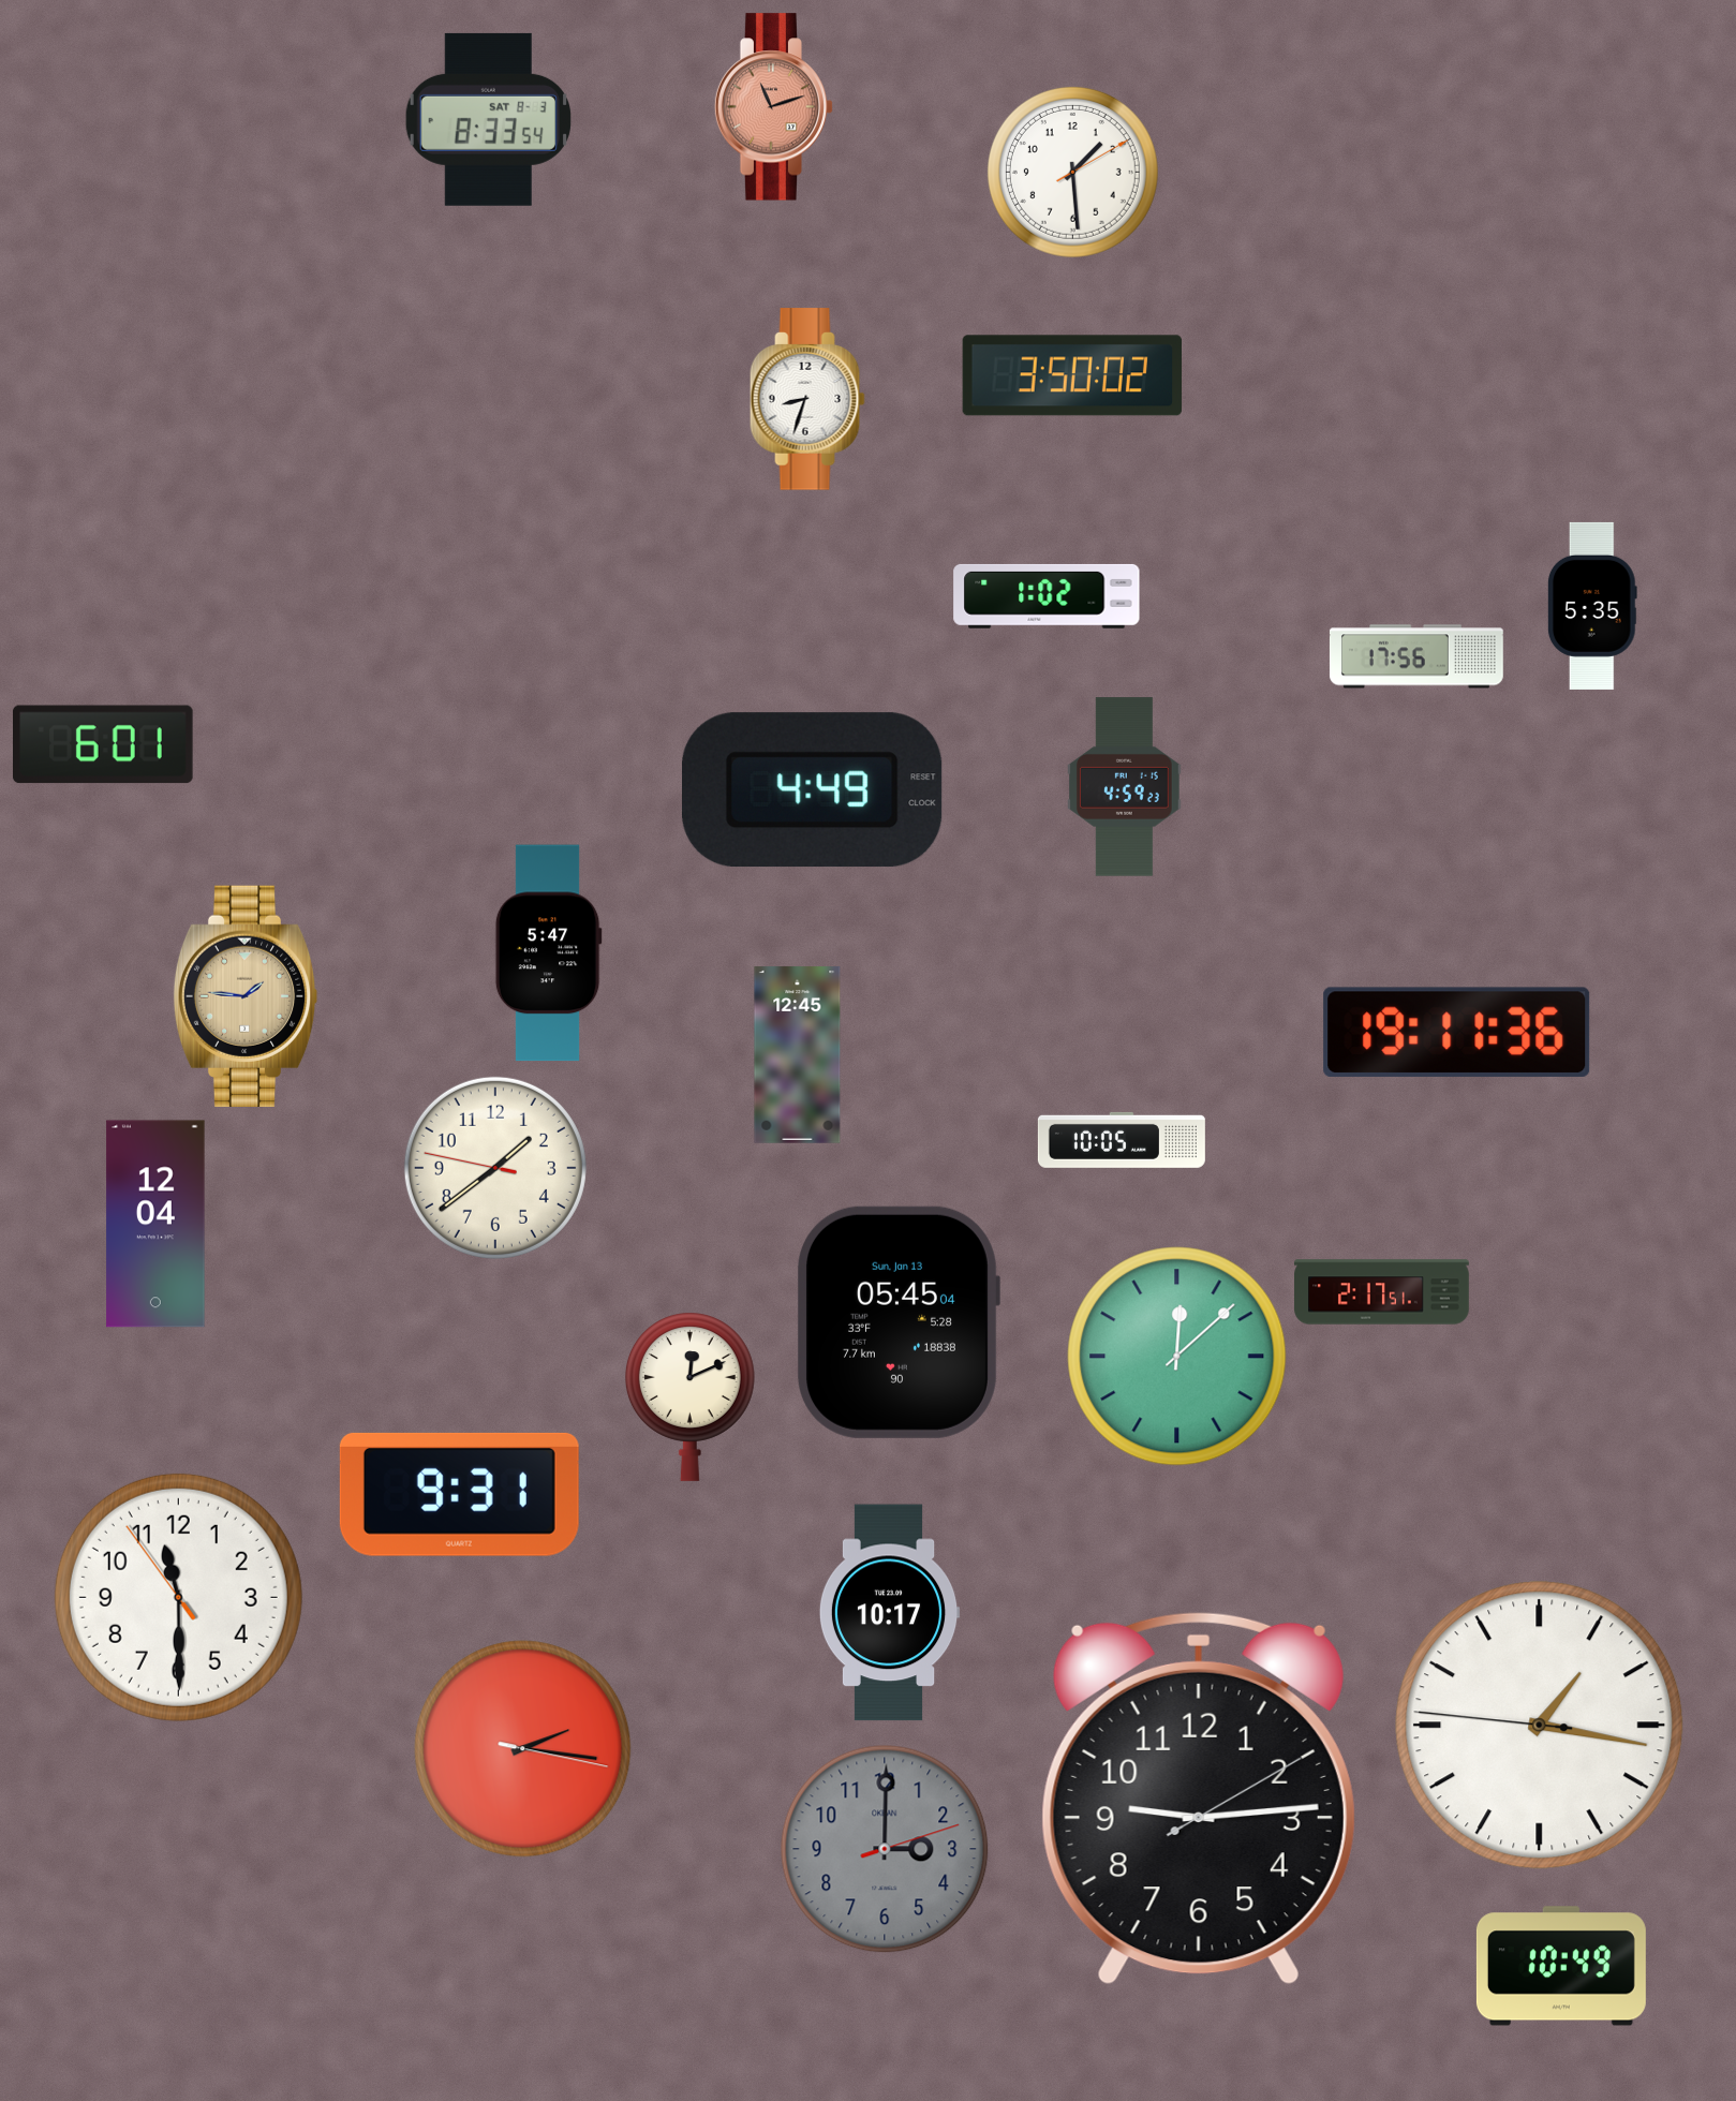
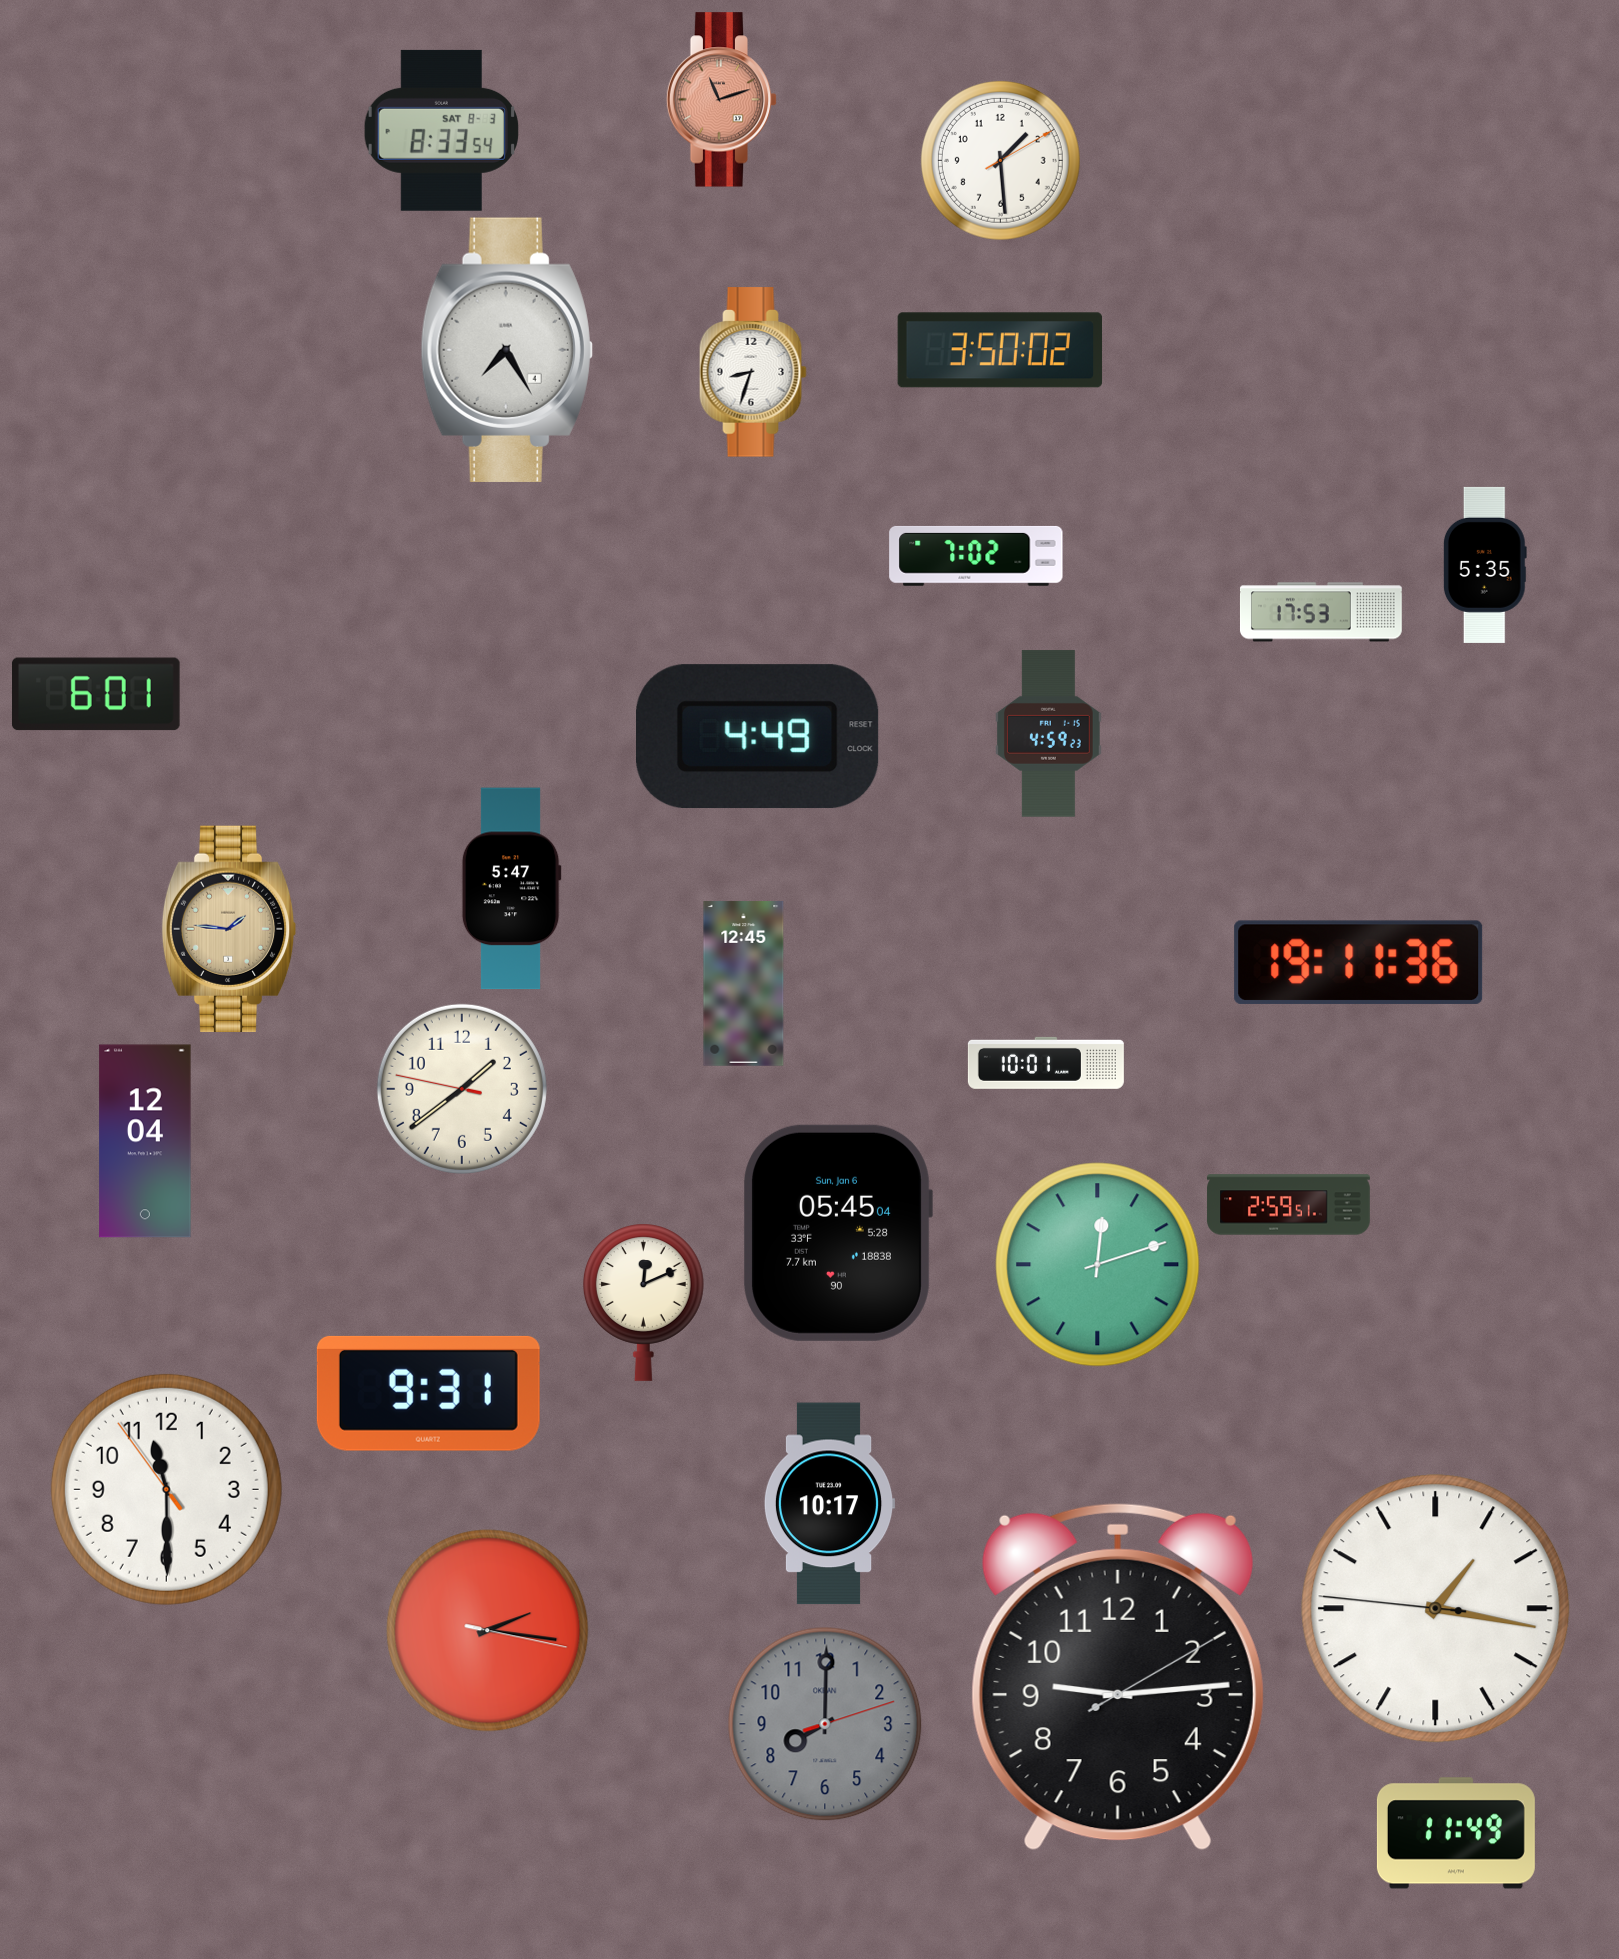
clock at (488, 119) position: (488, 119) -> (441, 130)
clock at (507, 350): none -> 7:25
clock at (1047, 596): 1:02 -> 7:02
clock at (1416, 656): 17:56 -> 17:53
clock at (1122, 1140): 10:05 -> 10:01
clock at (1382, 1292): 2:17 -> 2:59
clock at (899, 1322) date: Sun, Jan 13 -> Sun, Jan 6
clock at (1177, 1357): 12:08 -> 12:12
clock at (885, 1849): 3:00 -> 8:00
clock at (1561, 1966): 10:49 -> 11:49
